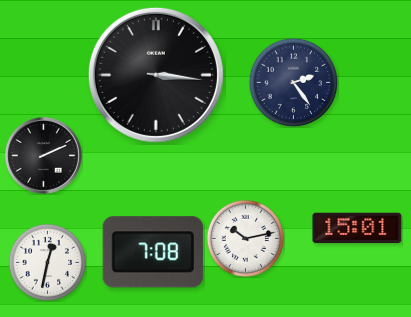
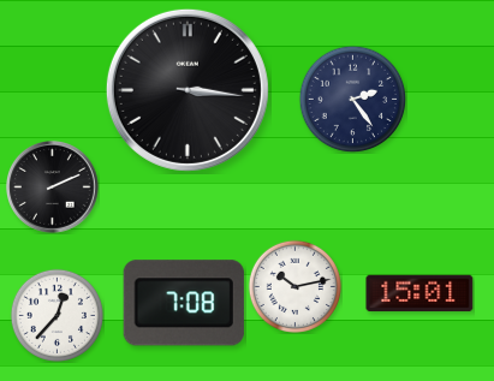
clock at (357, 228) position: (357, 228) -> (419, 293)
clock at (47, 262): 12:32 -> 12:37
